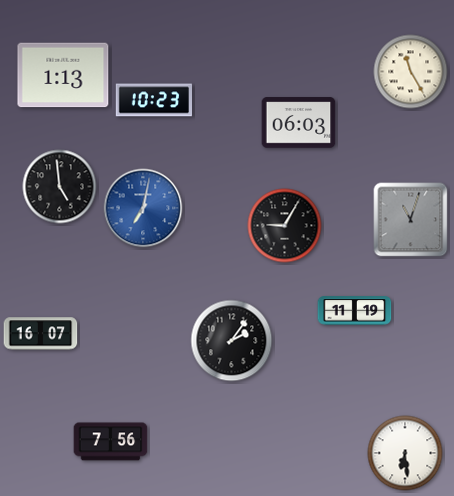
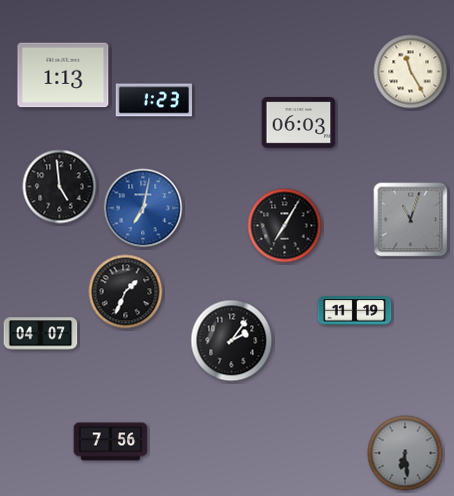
clock at (154, 100): 10:23 -> 1:23
clock at (285, 226): 9:05 -> 7:05
clock at (126, 292): none -> 1:34
clock at (41, 334): 16:07 -> 04:07
clock at (405, 453) dial: white -> grey
